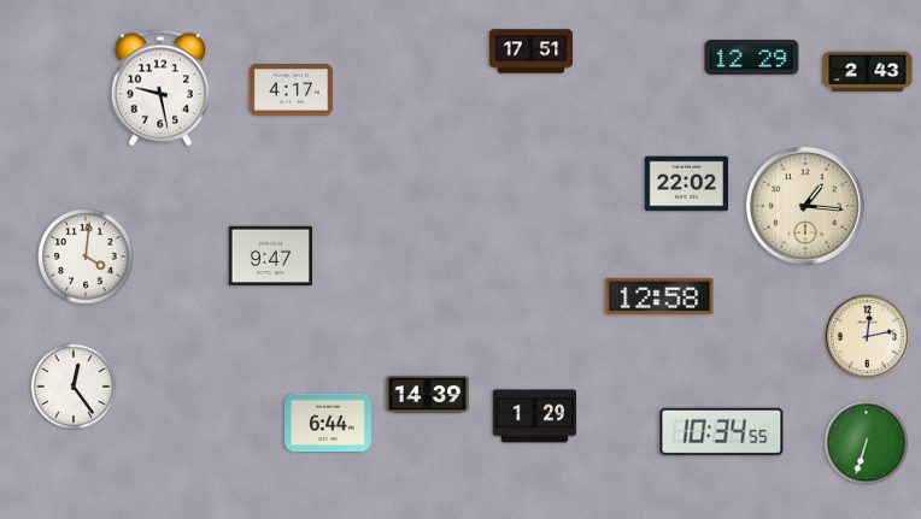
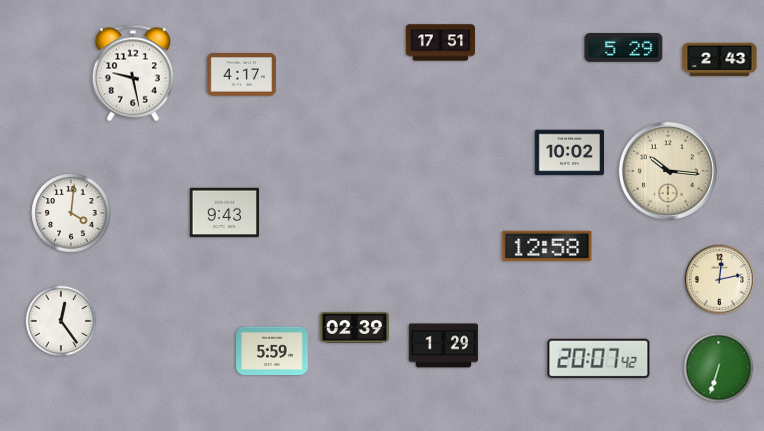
clock at (752, 57): 12:29 -> 5:29
clock at (687, 184): 22:02 -> 10:02
clock at (805, 206): 1:16 -> 10:16
clock at (270, 256): 9:47 -> 9:43
clock at (428, 394): 14:39 -> 02:39
clock at (328, 421): 6:44 -> 5:59
clock at (722, 432): 10:34 -> 20:07
